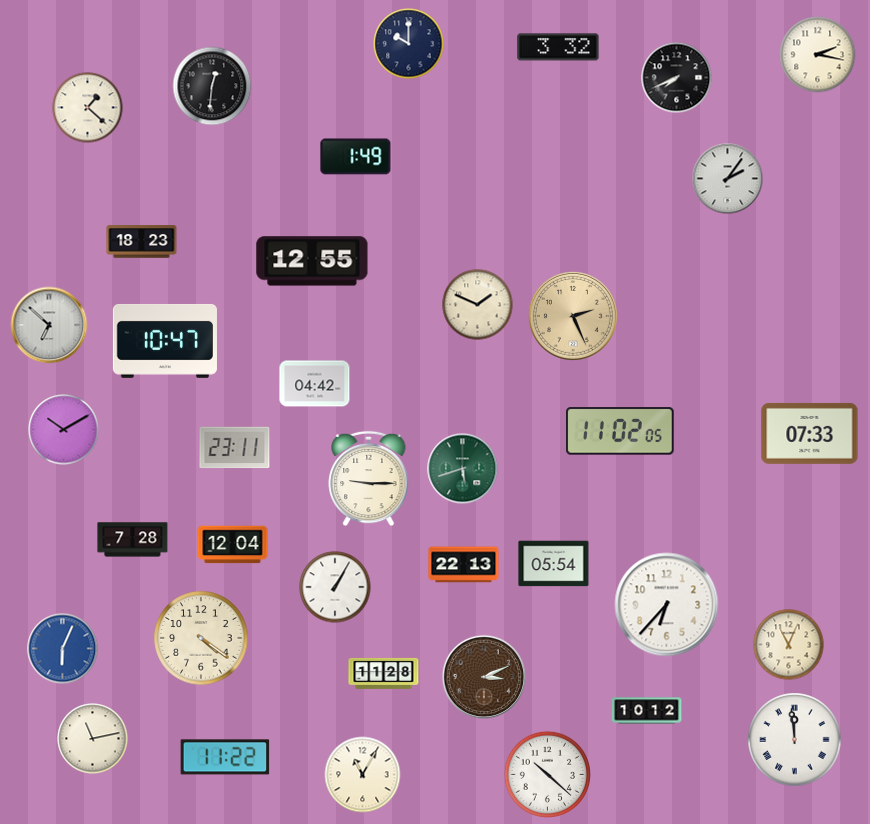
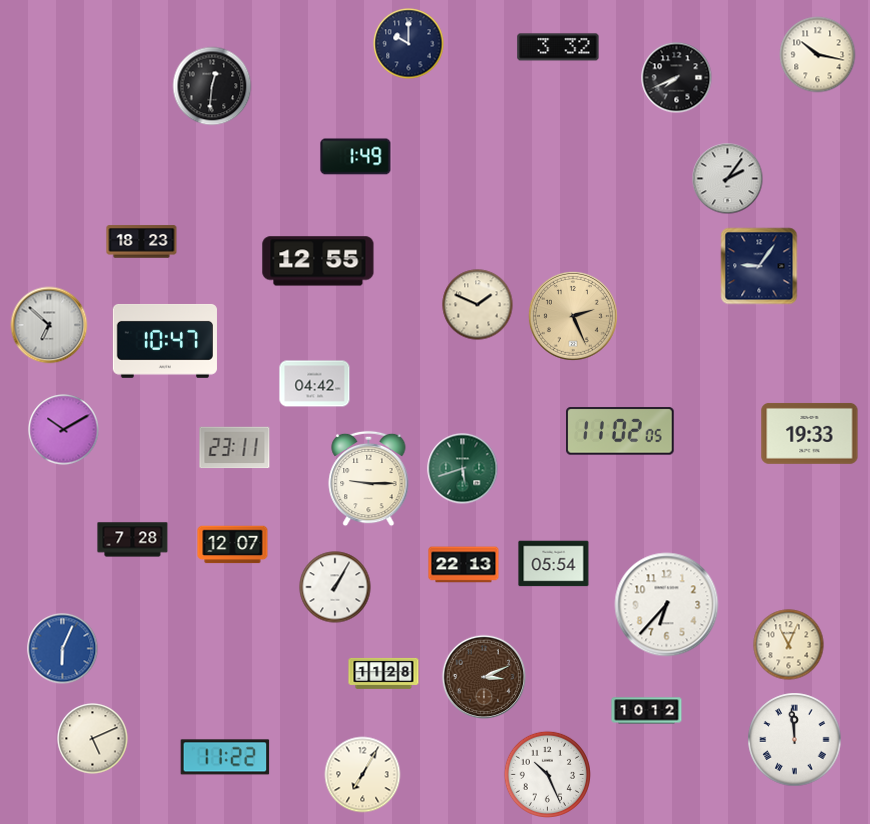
clock at (818, 55): 2:17 -> 10:17
clock at (88, 108): 1:22 -> none
clock at (312, 261) position: (312, 261) -> (318, 261)
clock at (759, 266): none -> 9:06
clock at (810, 433): 07:33 -> 19:33
clock at (233, 545): 12:04 -> 12:07
clock at (201, 638): 4:21 -> none
clock at (93, 739): 11:13 -> 5:11
clock at (547, 774): 10:22 -> 10:26
clock at (363, 775): 11:05 -> 7:05
